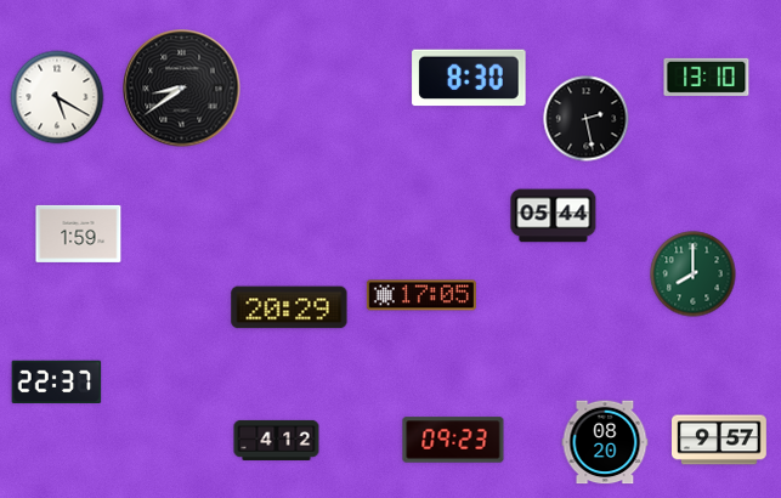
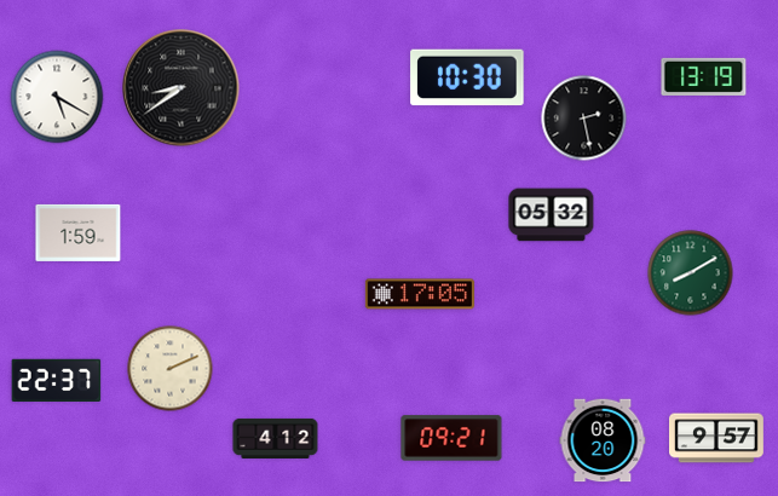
clock at (707, 77): 13:10 -> 13:19
clock at (469, 78): 8:30 -> 10:30
clock at (554, 216): 05:44 -> 05:32
clock at (694, 275): 8:00 -> 8:10
clock at (289, 307): 20:29 -> none
clock at (171, 369): none -> 2:11
clock at (453, 440): 09:23 -> 09:21
